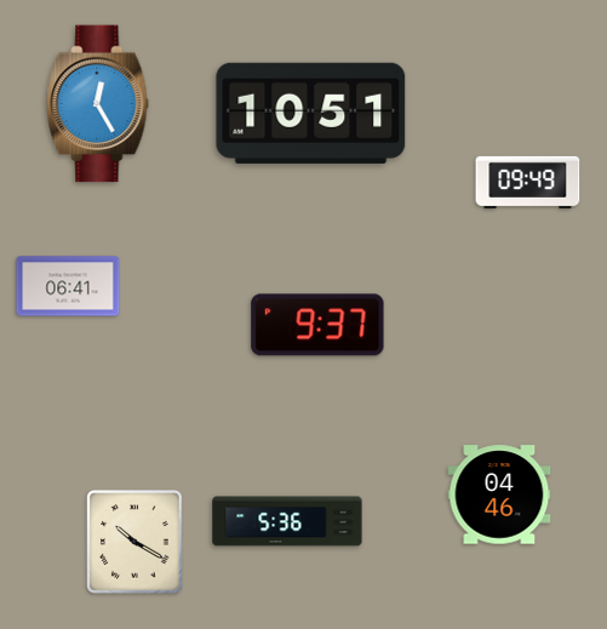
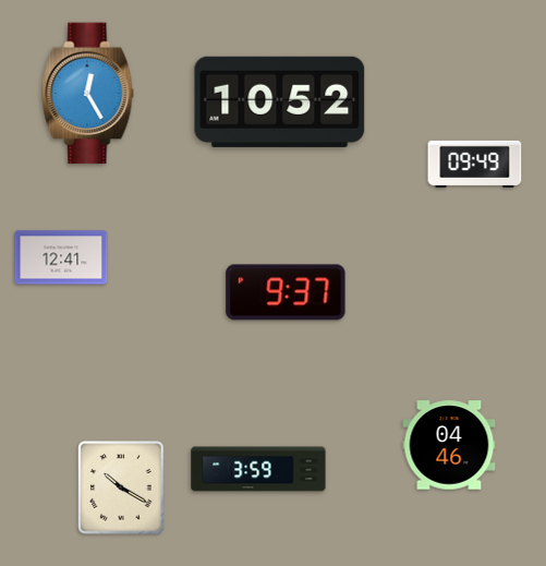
clock at (311, 113): 10:51 -> 10:52
clock at (68, 286): 06:41 -> 12:41
clock at (287, 521): 5:36 -> 3:59
